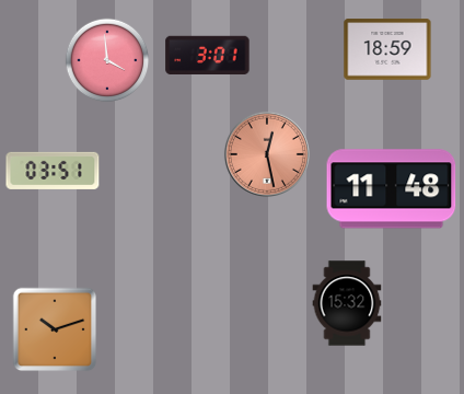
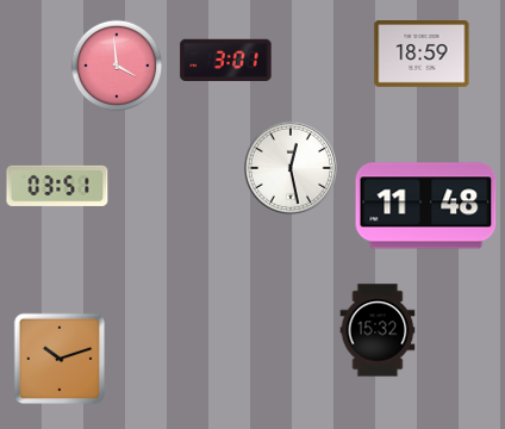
clock at (267, 154) dial: salmon -> white
